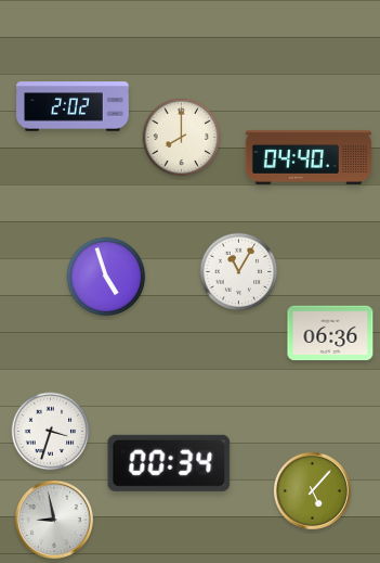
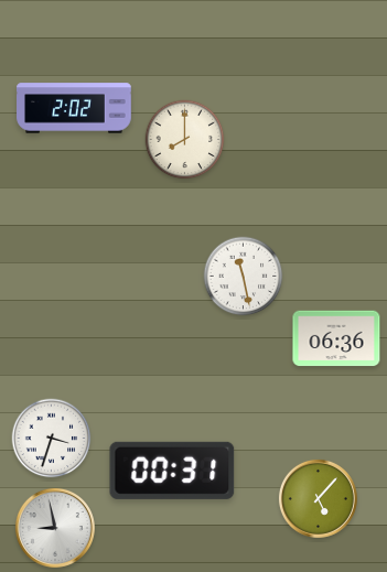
clock at (309, 157): 04:40 -> none
clock at (239, 272): 11:05 -> 11:28
clock at (106, 277): 4:57 -> none
clock at (169, 463): 00:34 -> 00:31
